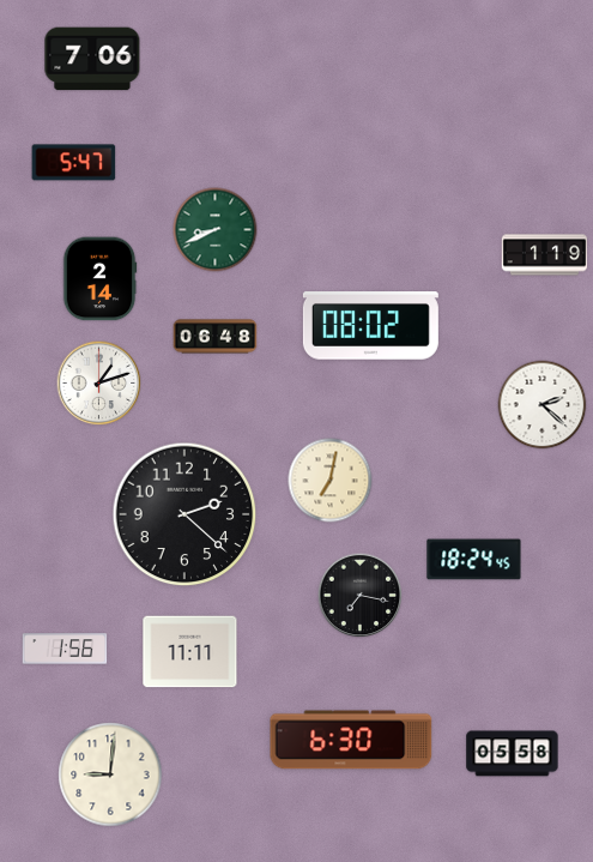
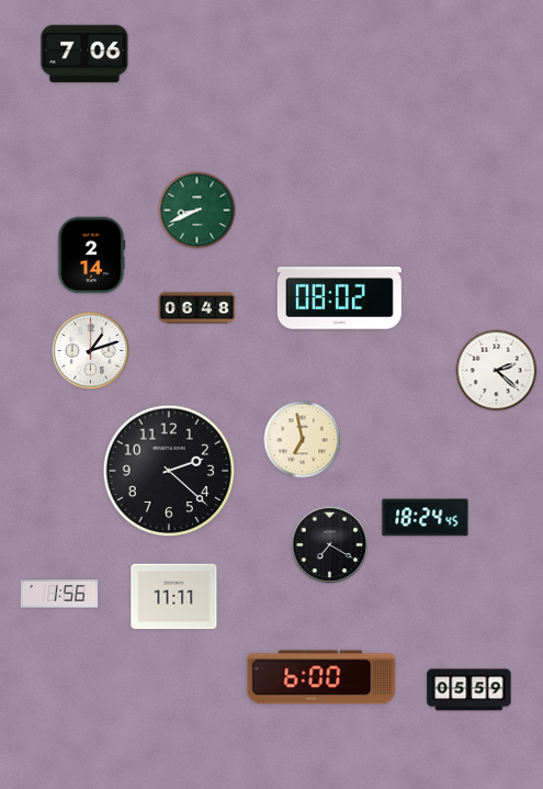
clock at (74, 163): 5:47 -> none
clock at (545, 255): 1:19 -> none
clock at (331, 481): 7:02 -> 6:58
clock at (474, 560) position: (474, 560) -> (426, 518)
clock at (361, 596): 7:17 -> 7:20
clock at (351, 740): 6:30 -> 6:00
clock at (513, 754): 05:58 -> 05:59
clock at (110, 774): 9:01 -> none
